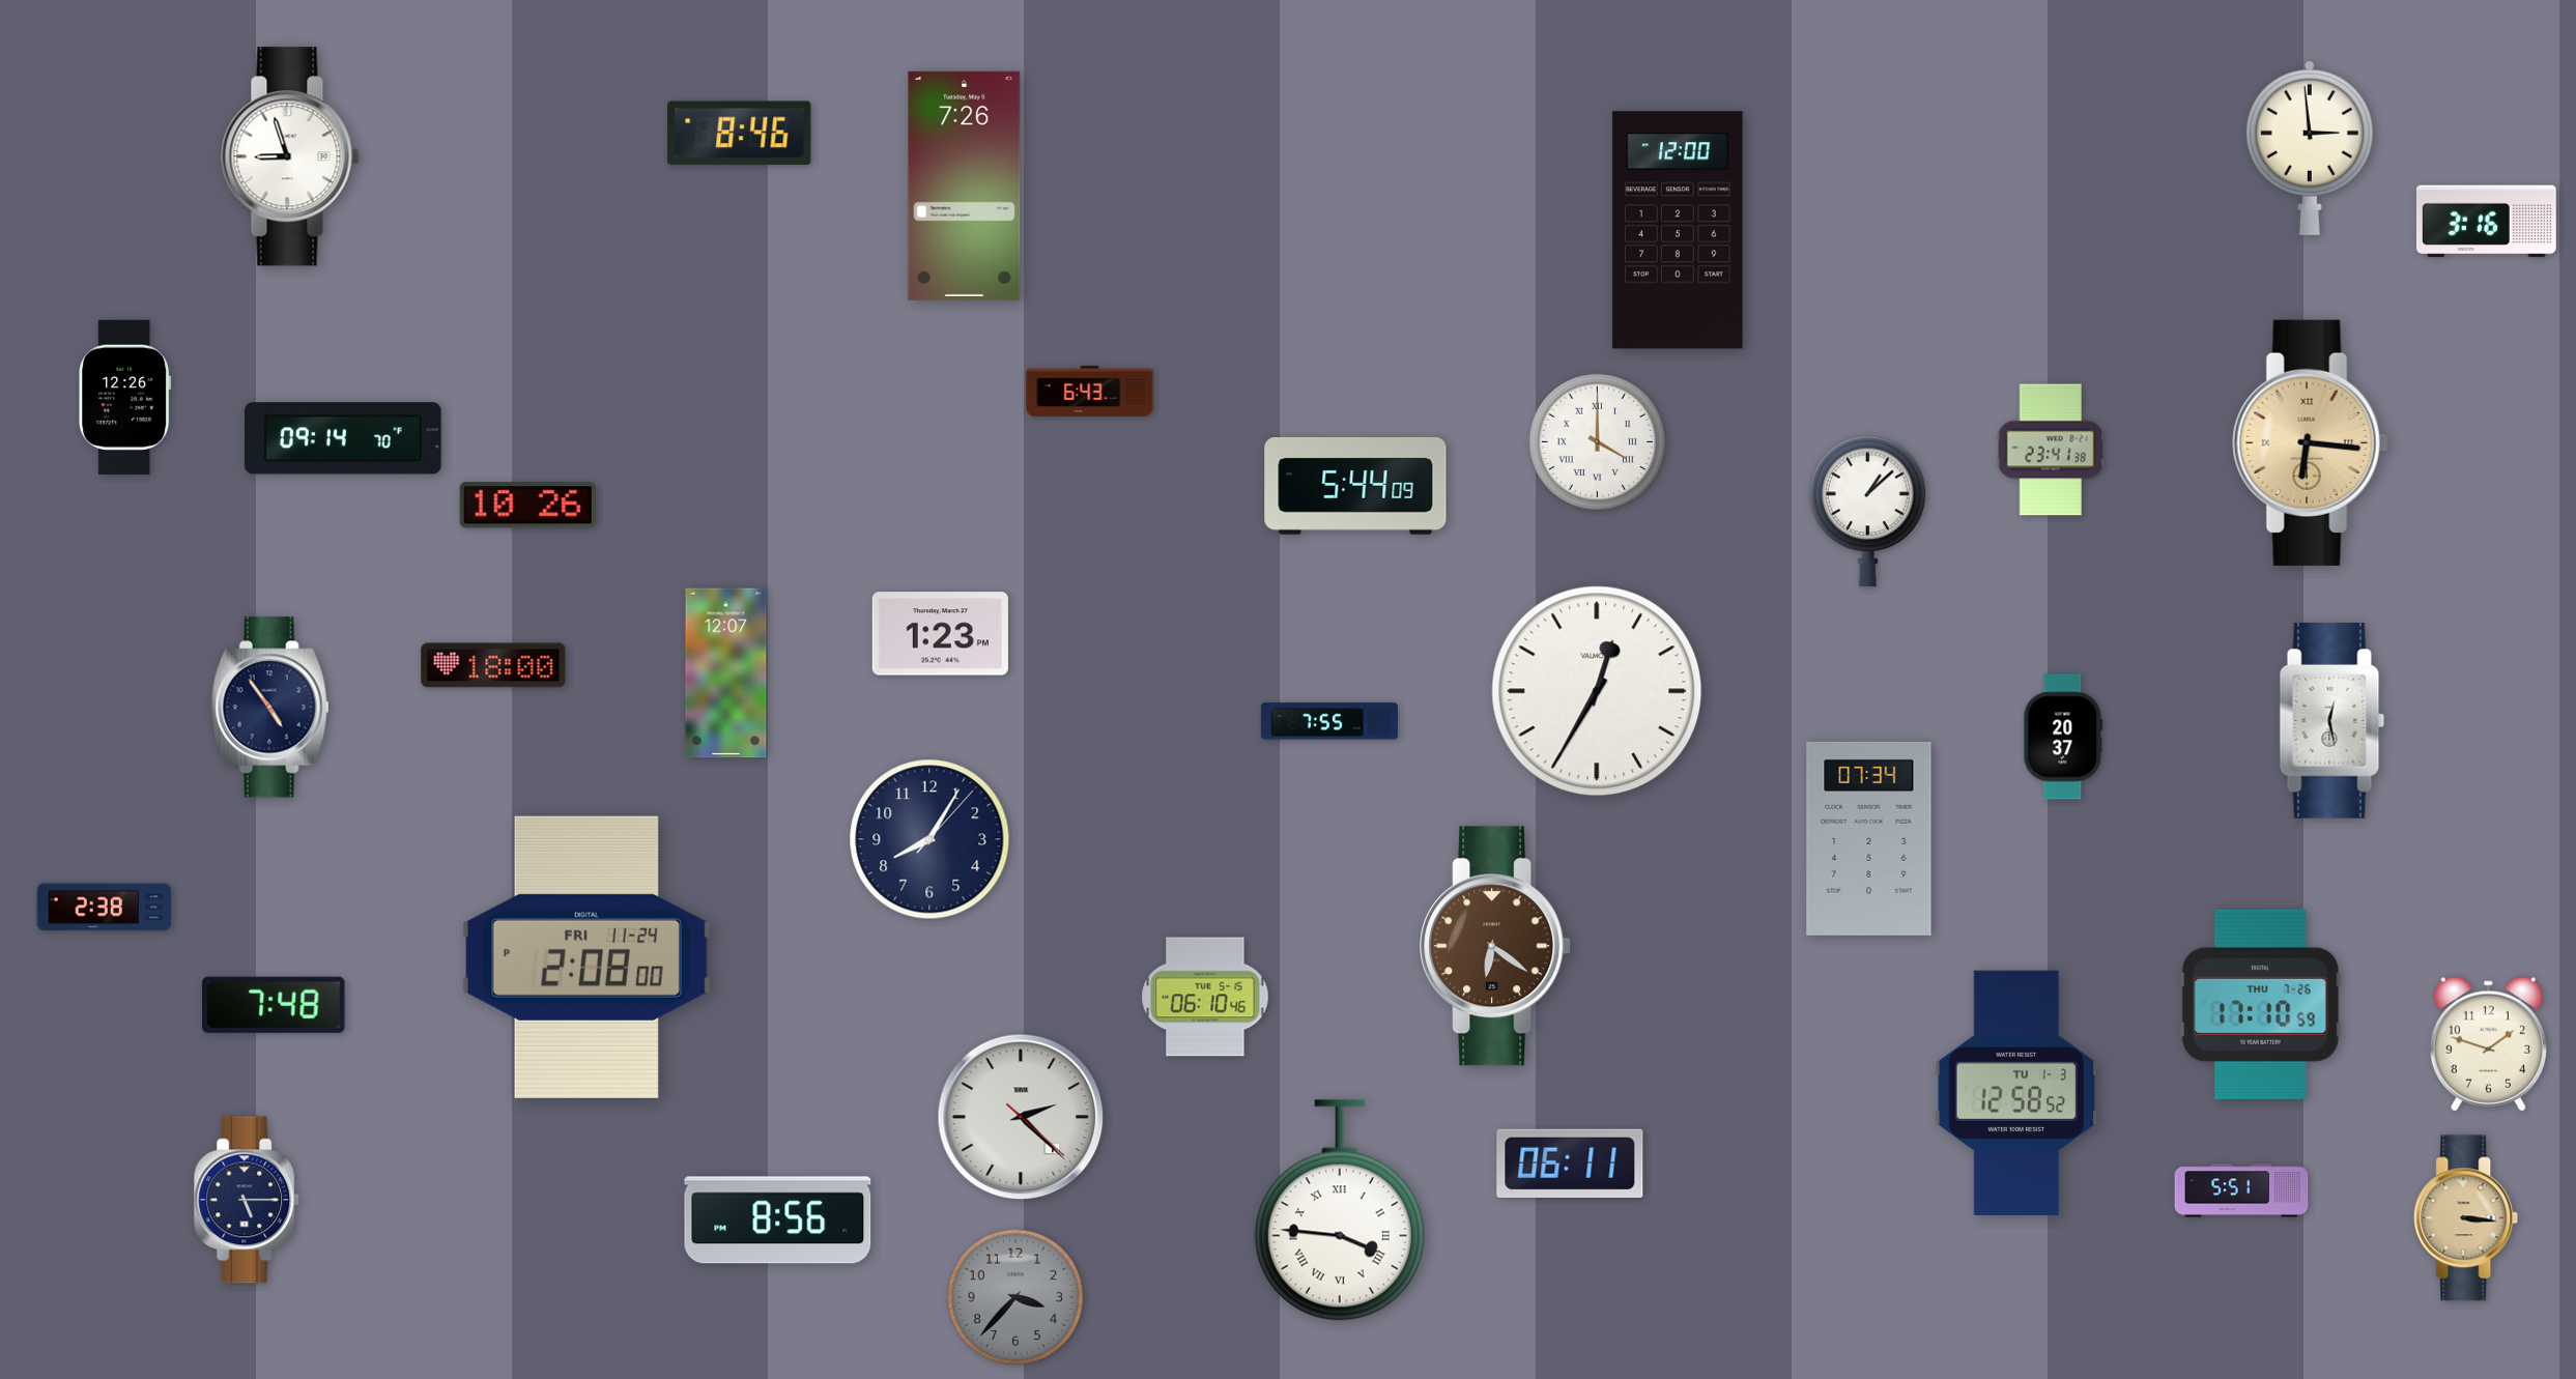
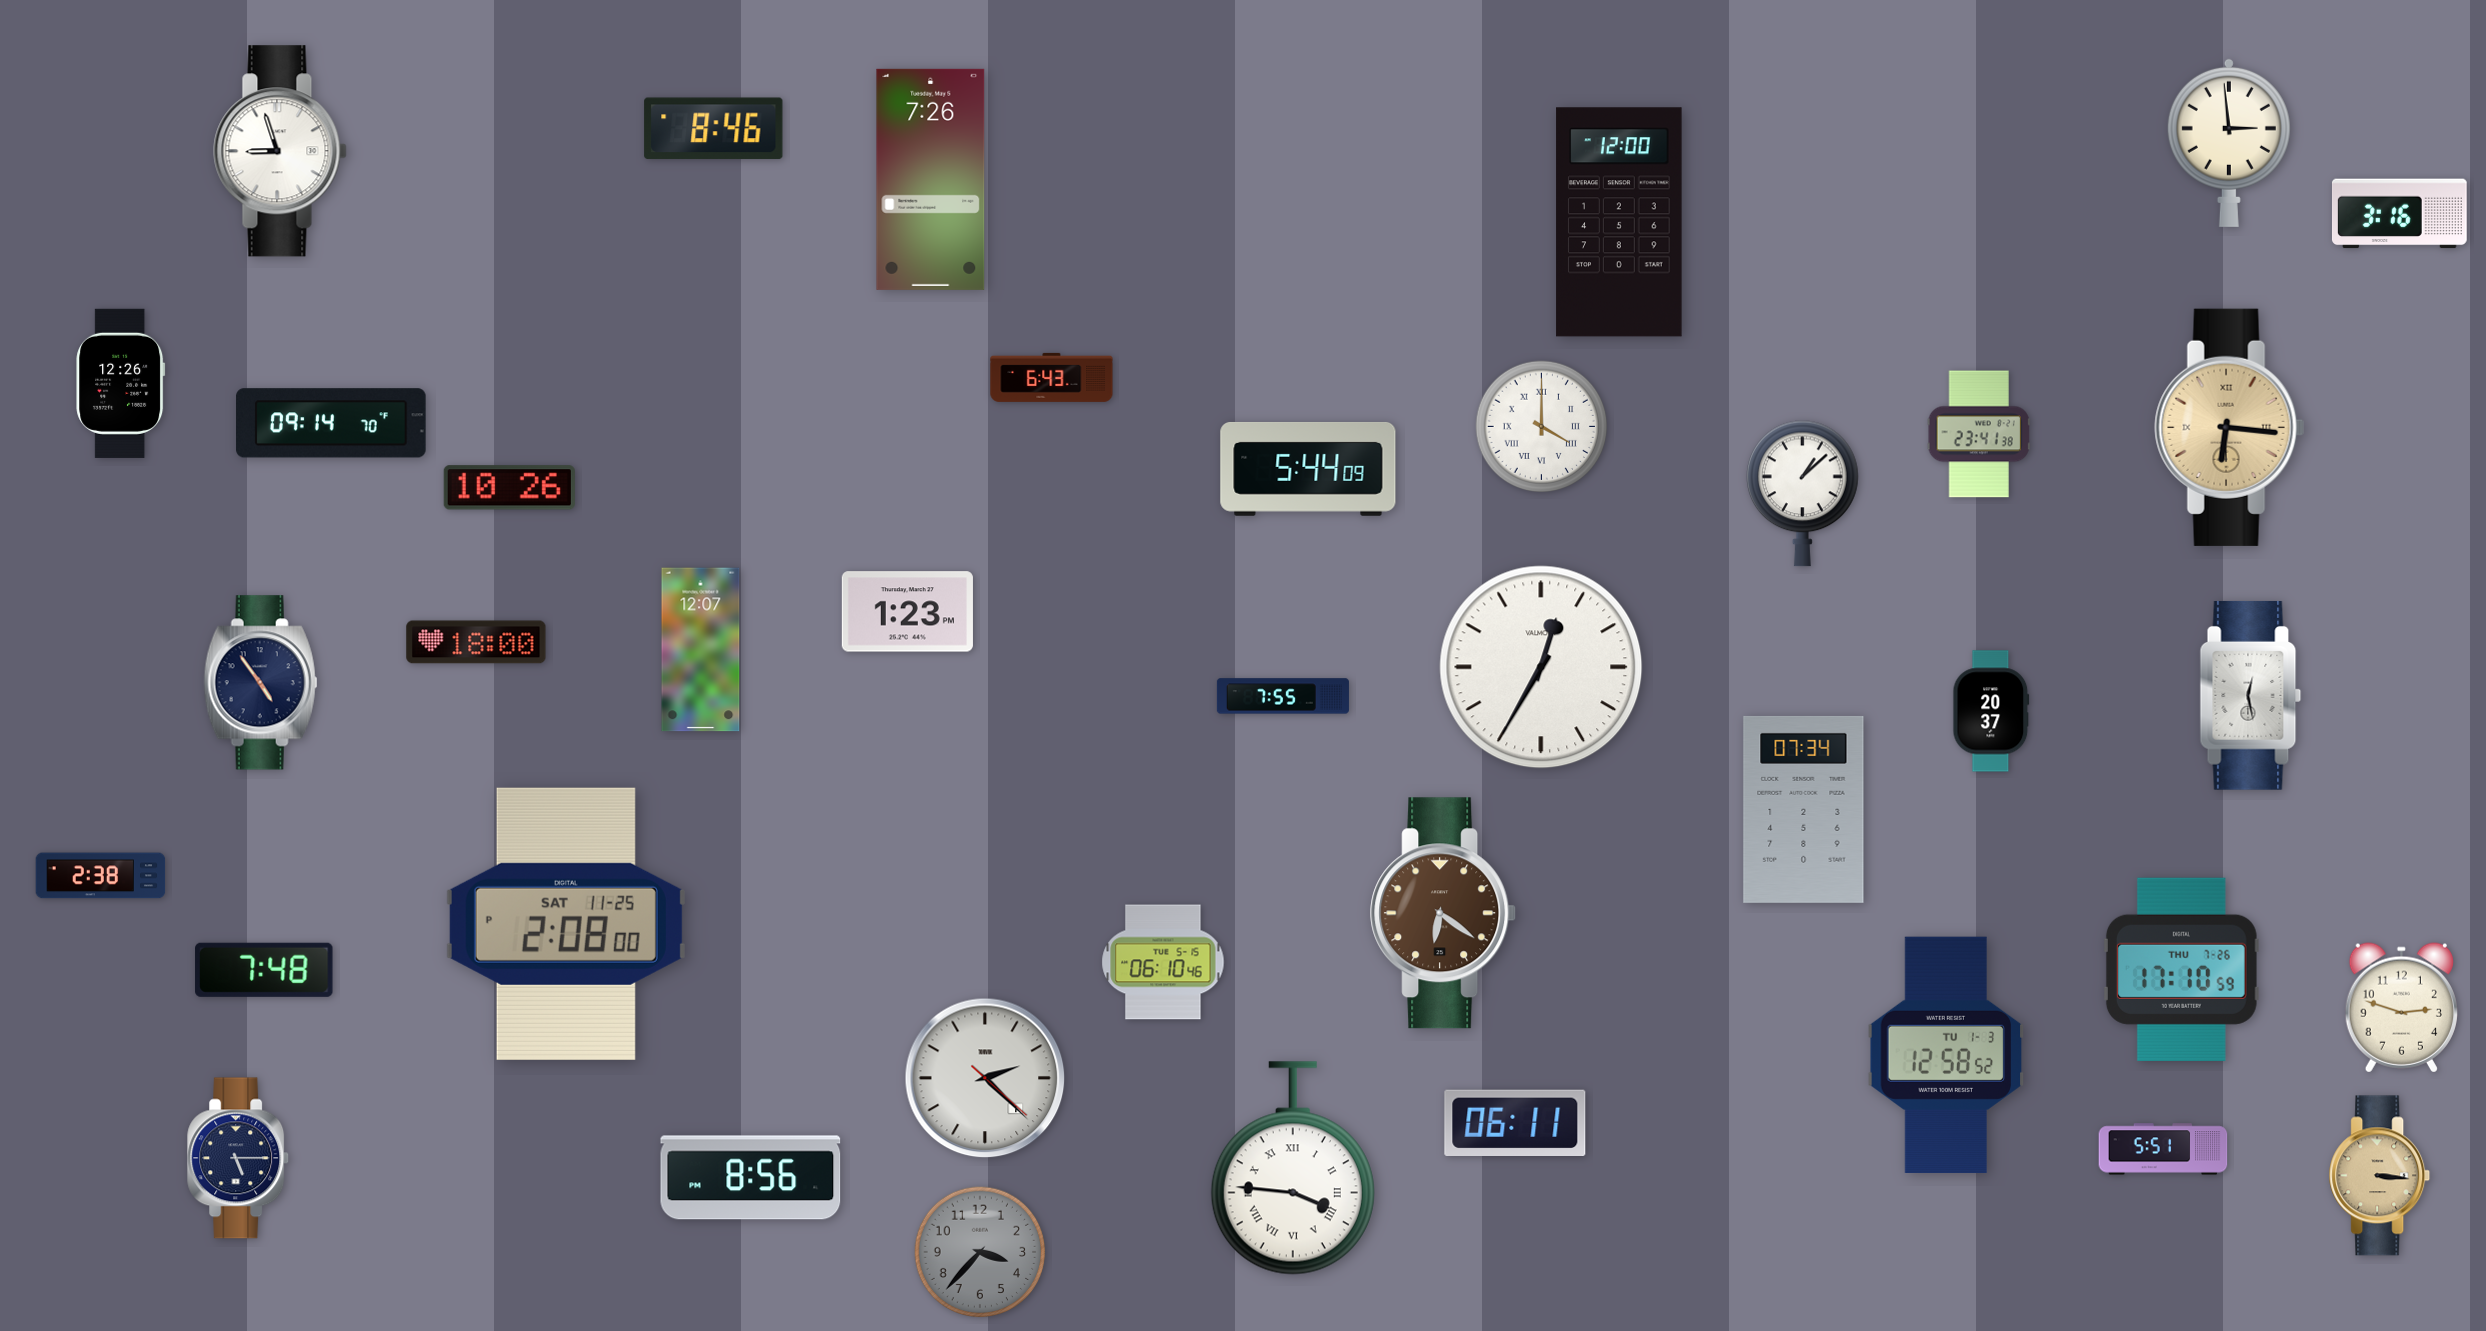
clock at (929, 839): 8:05 -> none
clock at (586, 957) date: FRI 11-24 -> SAT 11-25
clock at (2488, 1044): 1:48 -> 2:48
